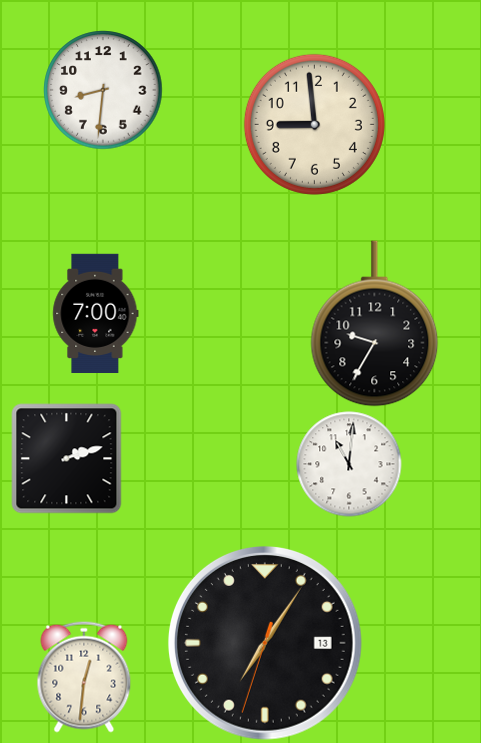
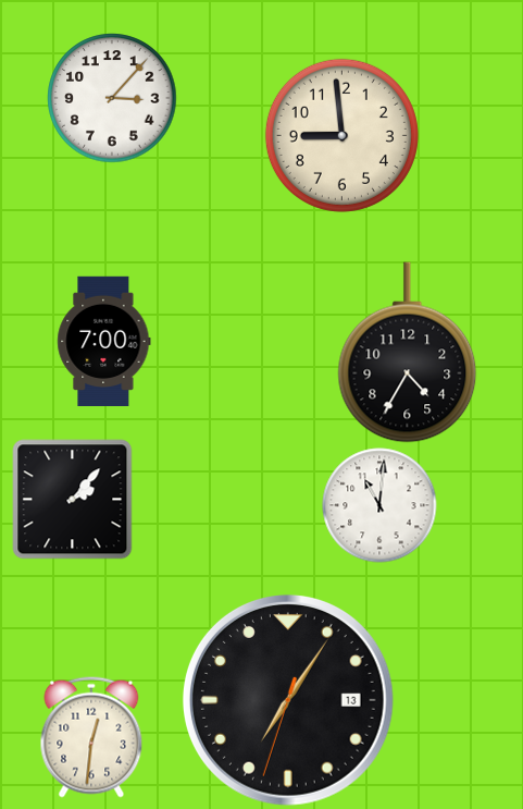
clock at (103, 90): 8:31 -> 3:07
clock at (375, 324): 9:35 -> 4:35
clock at (67, 459): 2:12 -> 2:07
